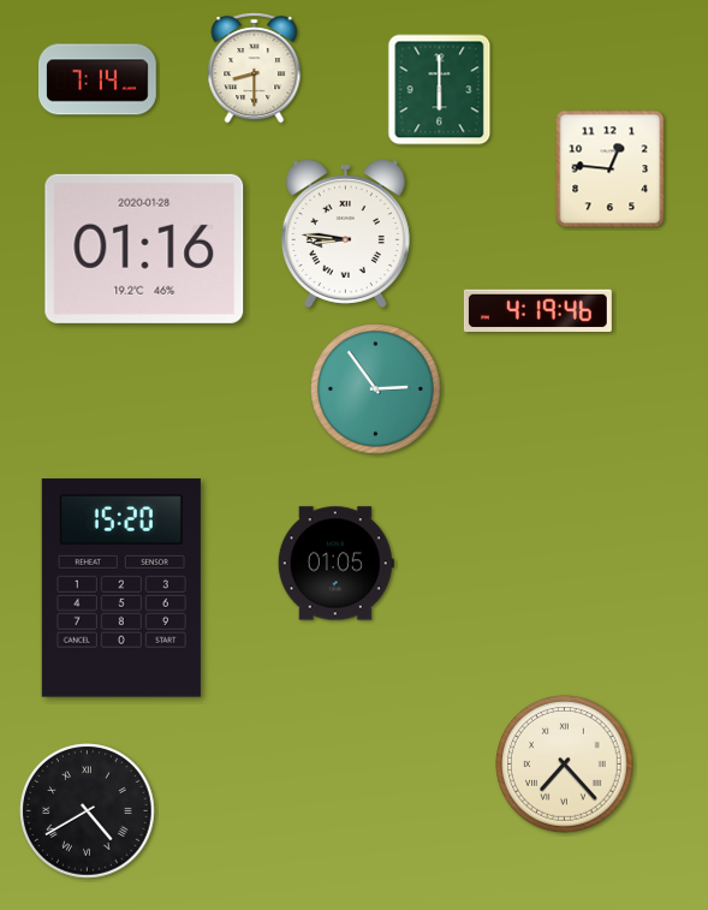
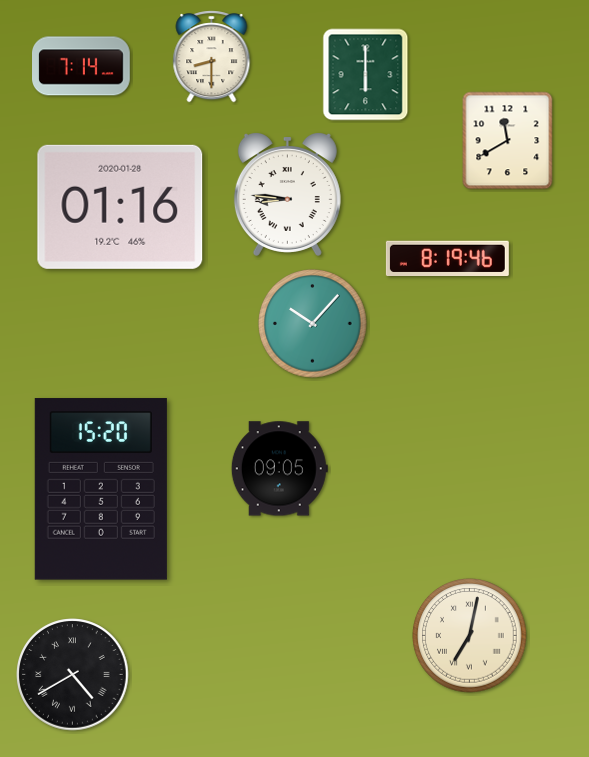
clock at (611, 169): 12:46 -> 11:40
clock at (537, 310): 4:19 -> 8:19
clock at (376, 389): 2:54 -> 10:07
clock at (335, 564): 01:05 -> 09:05
clock at (565, 765): 7:23 -> 7:02
